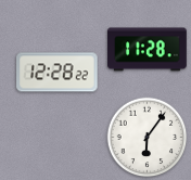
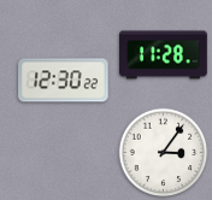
clock at (58, 73): 12:28 -> 12:30
clock at (148, 138): 6:06 -> 3:06
